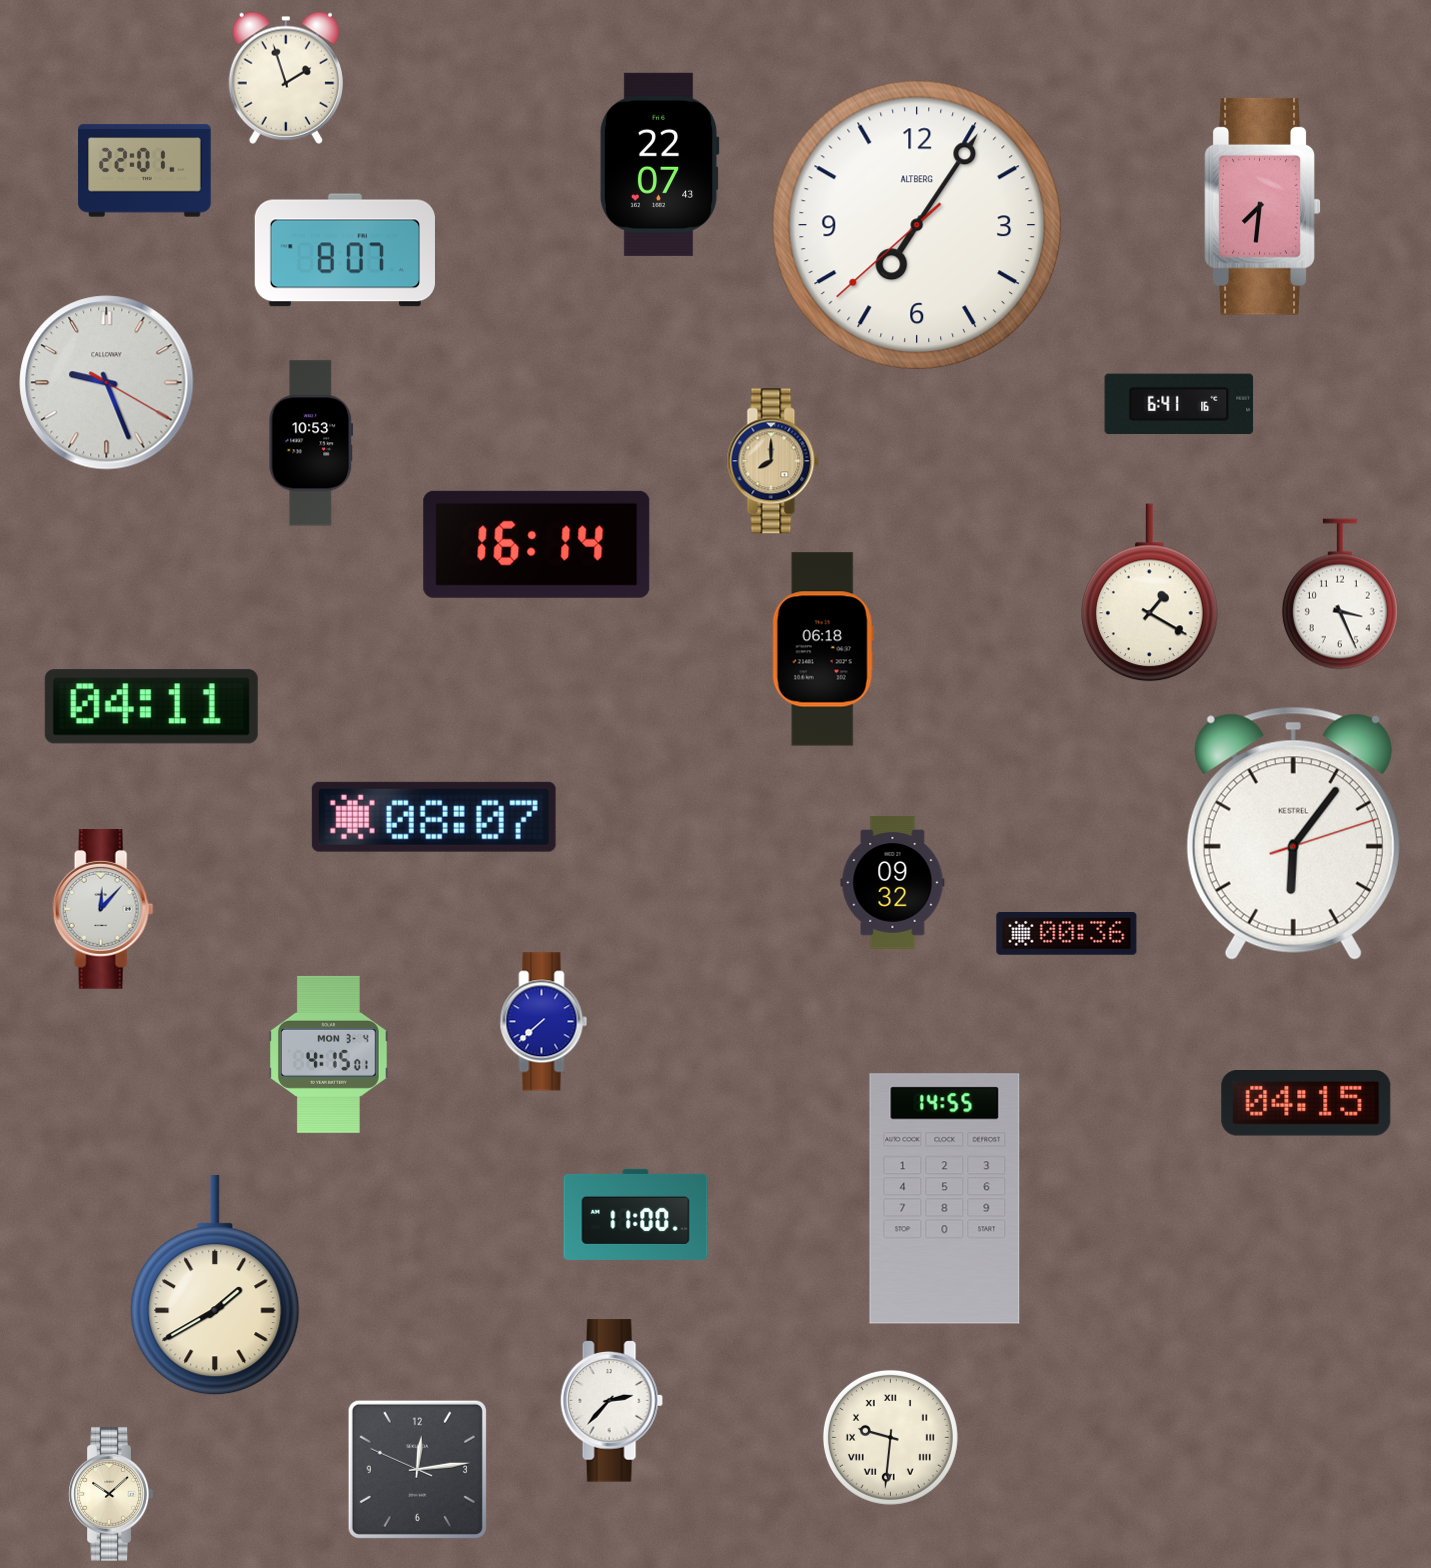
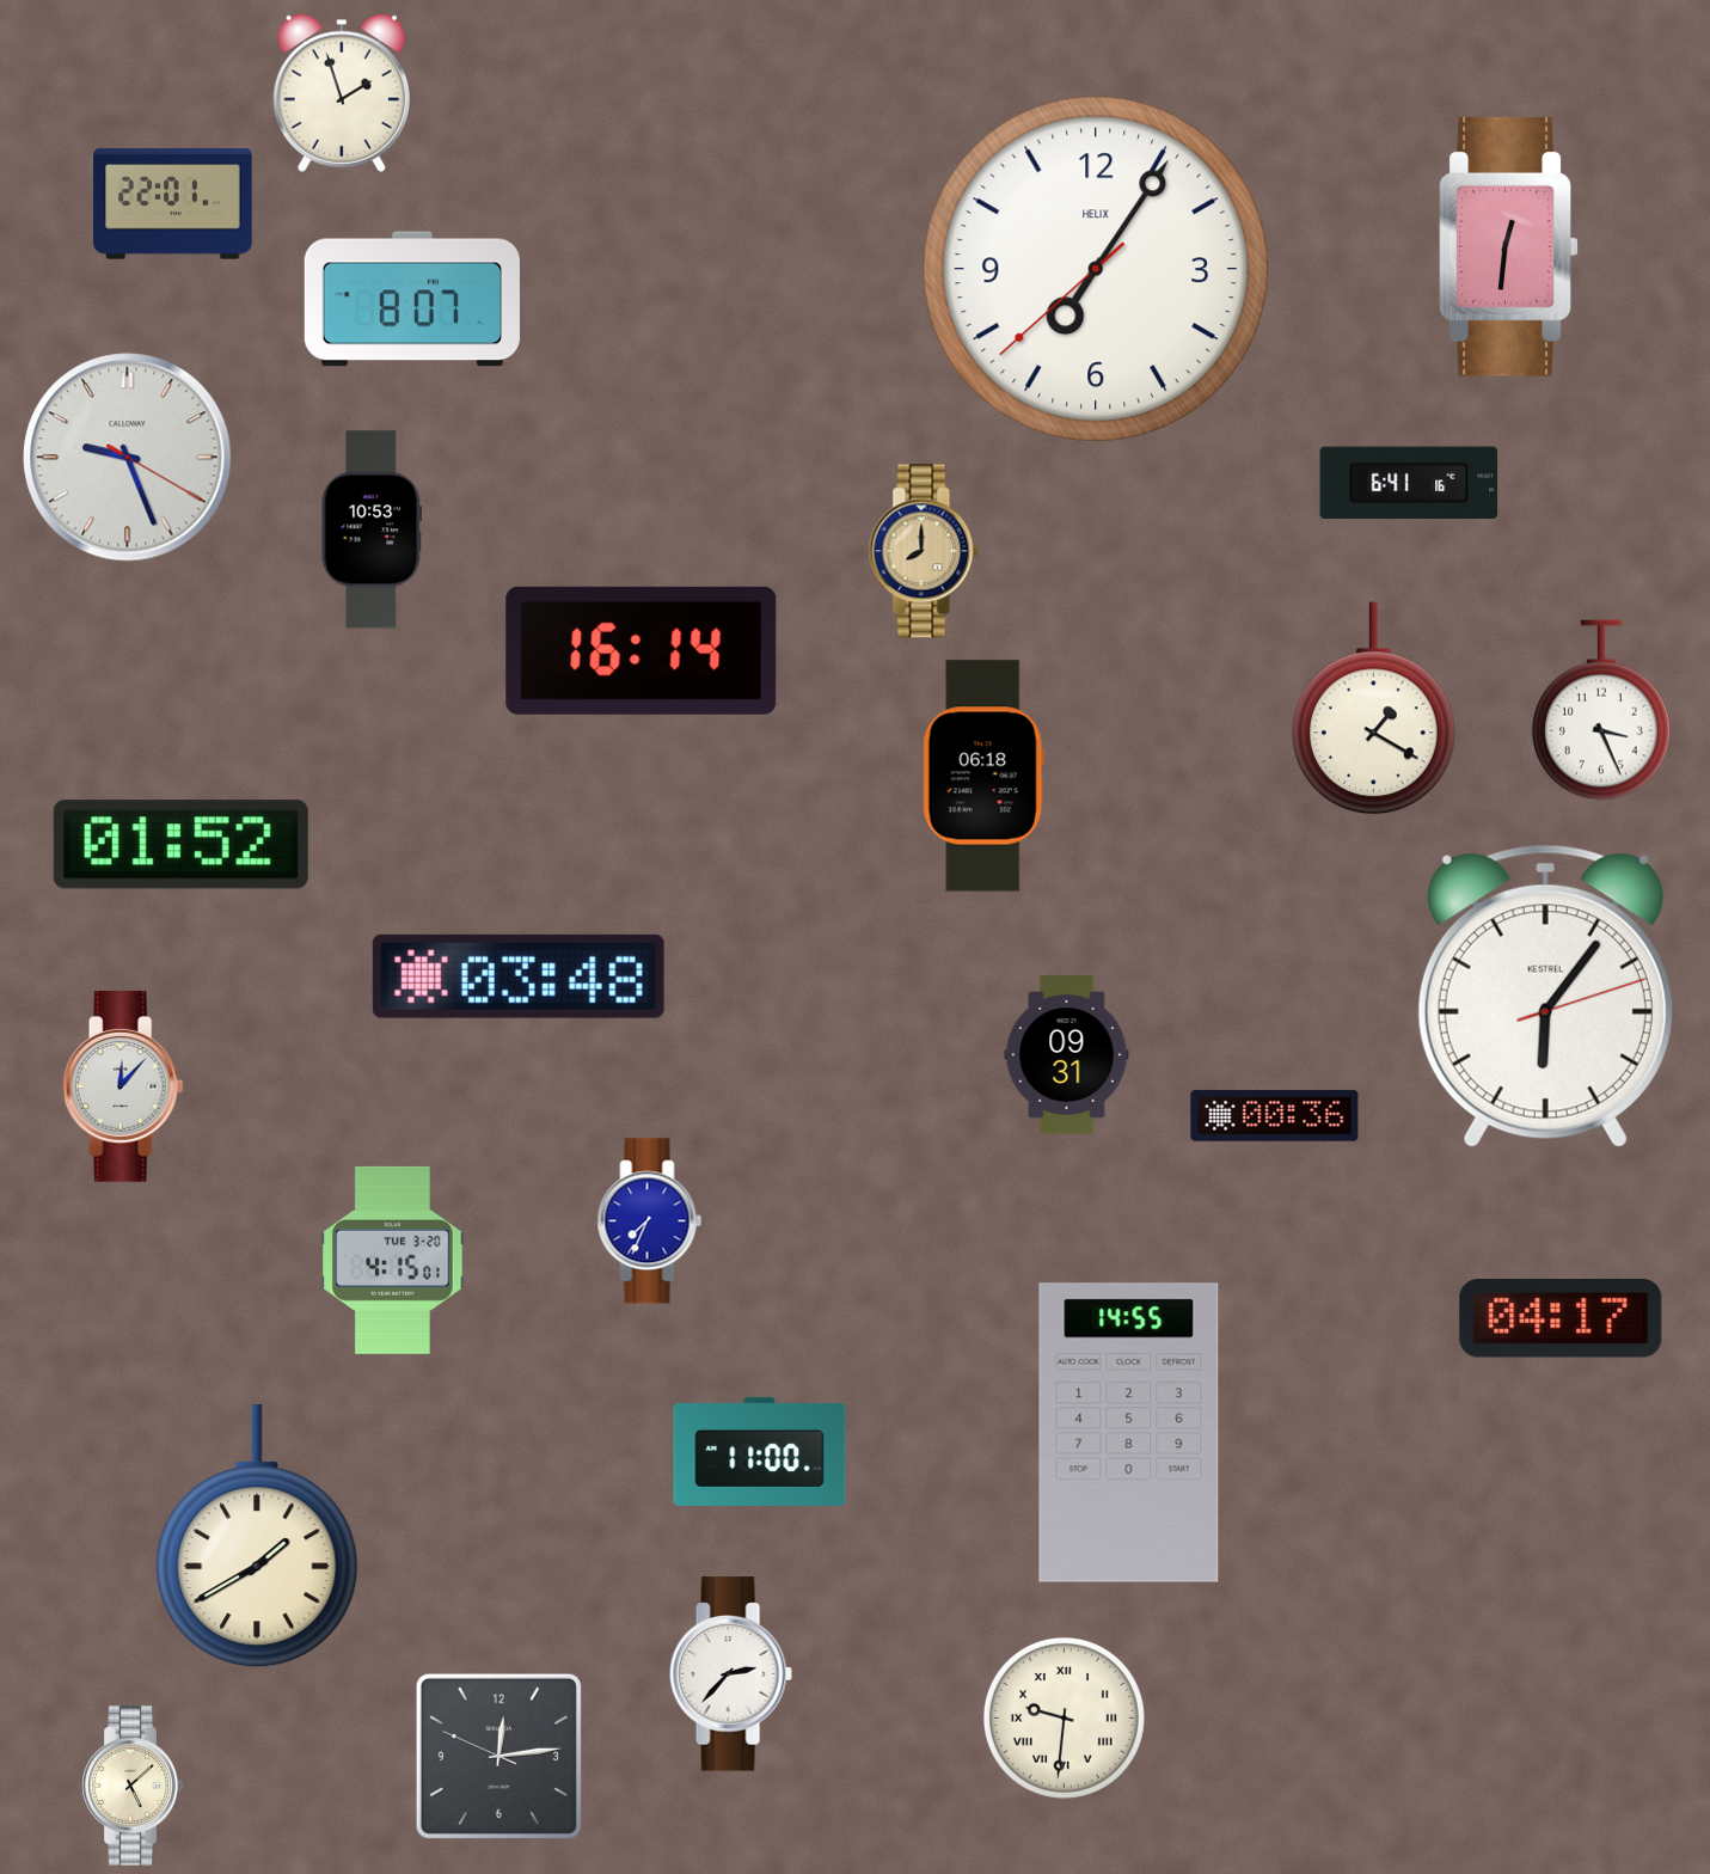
clock at (659, 164): 22:07 -> none
clock at (1263, 206): 7:31 -> 12:31
clock at (916, 224) brand: ALTBERG -> HELIX
clock at (151, 707): 04:11 -> 01:52
clock at (434, 817): 08:07 -> 03:48
clock at (893, 883): 09:32 -> 09:31
clock at (544, 1022): 7:38 -> 7:34
clock at (329, 1054) date: MON 3-4 -> TUE 3-20
clock at (1306, 1103): 04:15 -> 04:17
clock at (111, 1494): 10:08 -> 5:08
